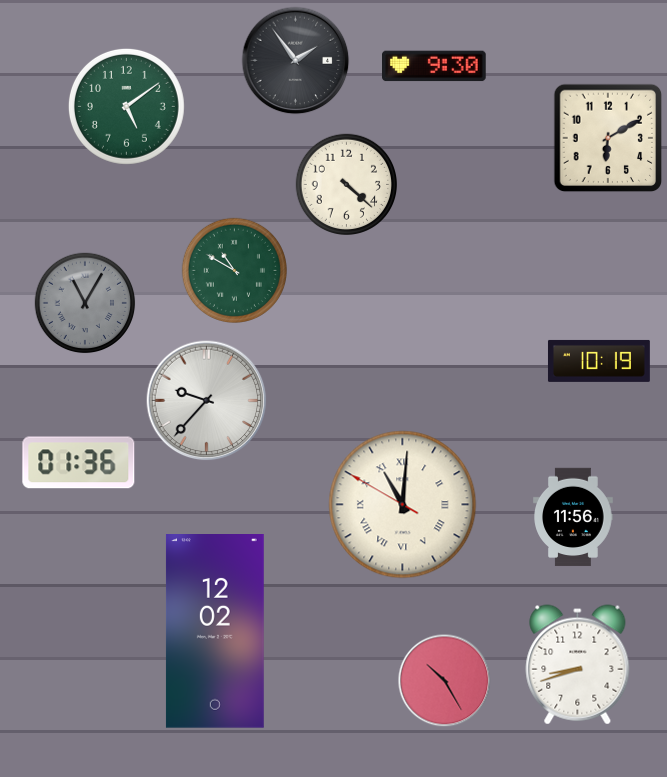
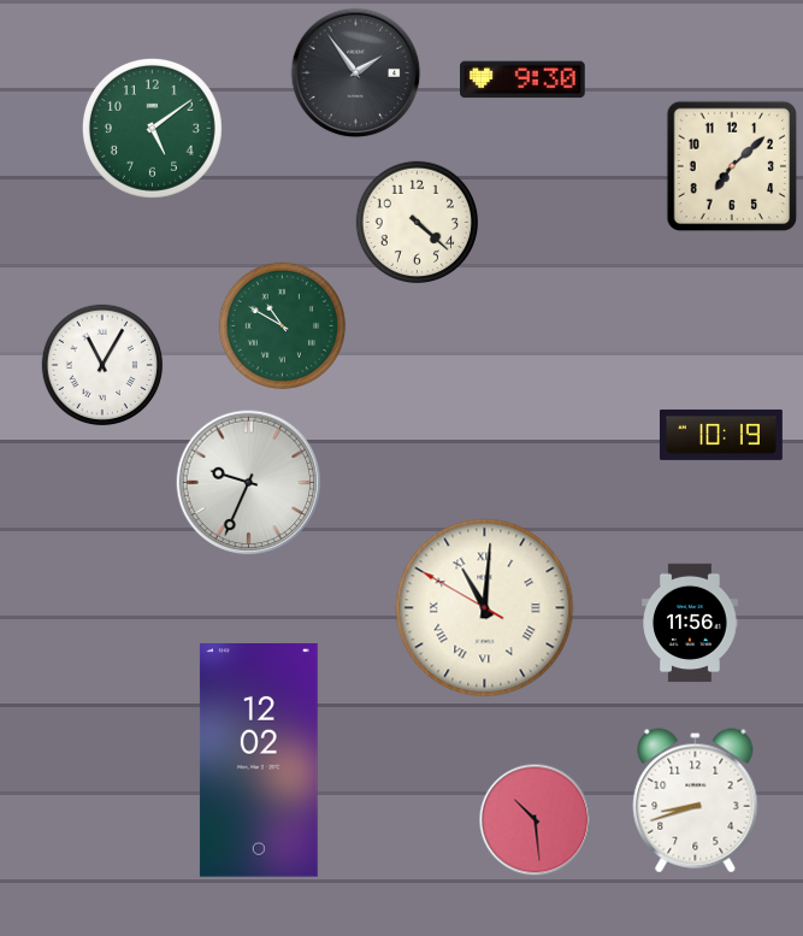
clock at (608, 138): 6:10 -> 7:08
clock at (85, 303) dial: grey -> white
clock at (207, 401): 9:37 -> 9:34
clock at (79, 463): 01:36 -> none
clock at (445, 681): 10:25 -> 10:29
